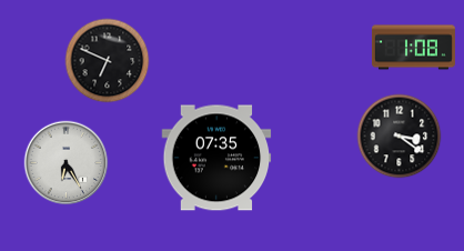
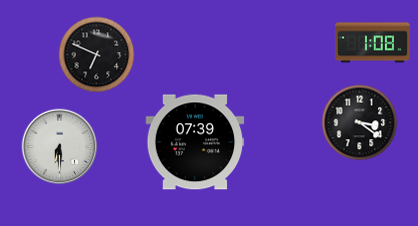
clock at (216, 158): 07:35 -> 07:39
clock at (67, 163): 6:25 -> 6:30
